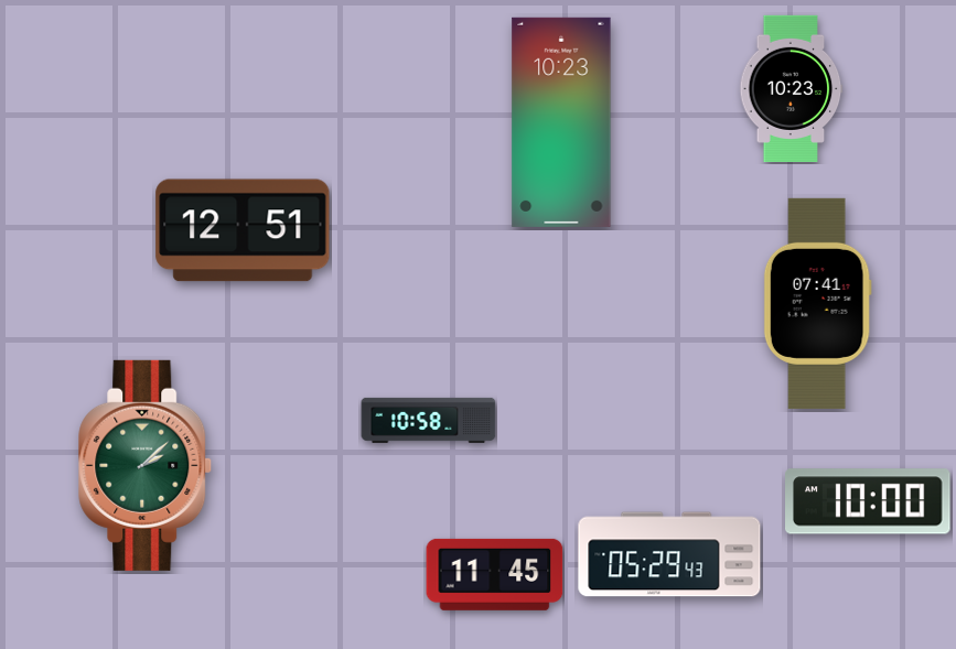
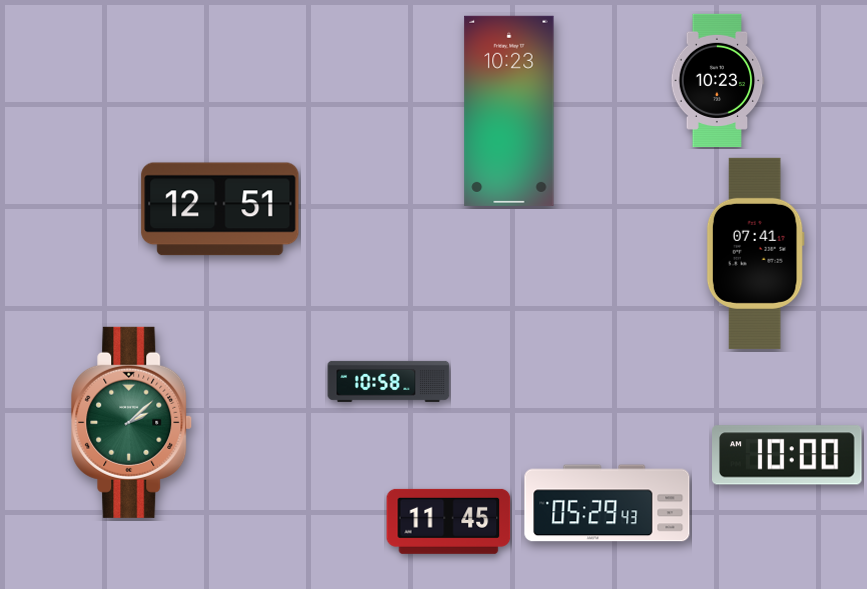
clock at (817, 303) position: (817, 303) -> (755, 253)
